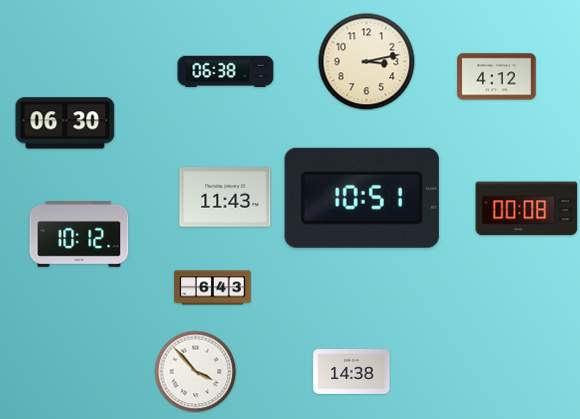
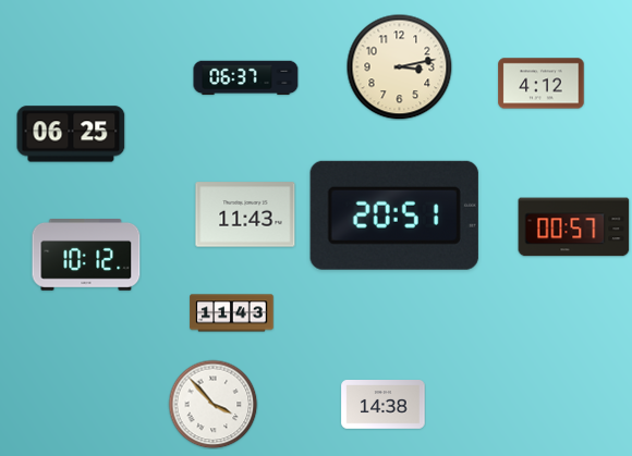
clock at (226, 72): 06:38 -> 06:37
clock at (65, 123): 06:30 -> 06:25
clock at (362, 198): 10:51 -> 20:51
clock at (527, 209): 00:08 -> 00:57
clock at (213, 288): 6:43 -> 11:43
